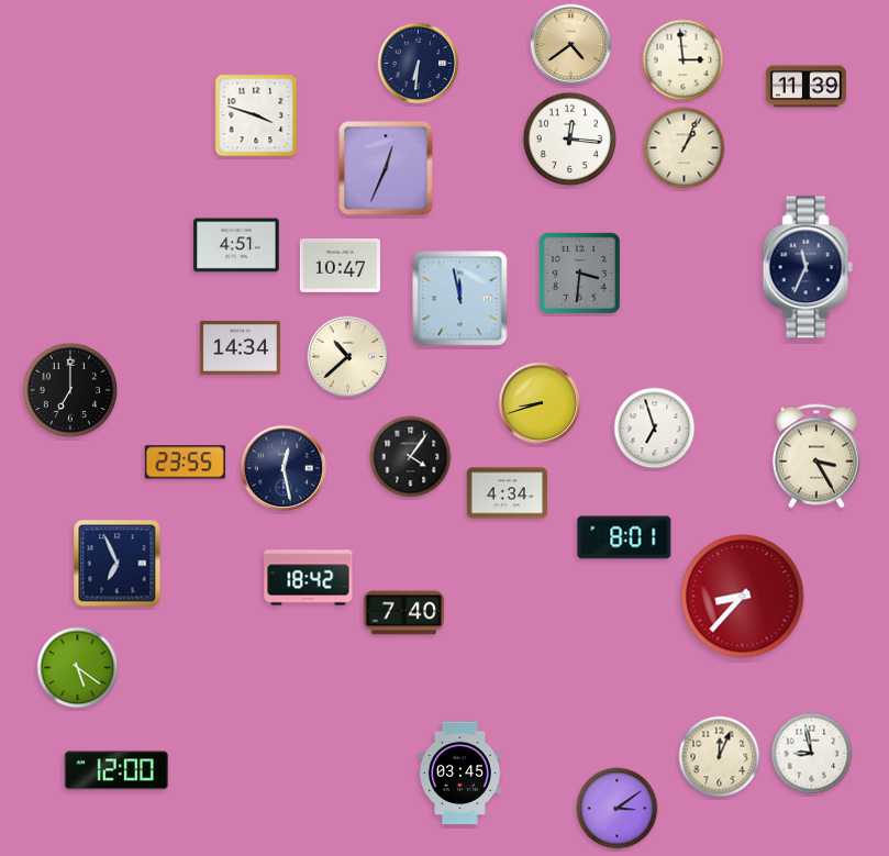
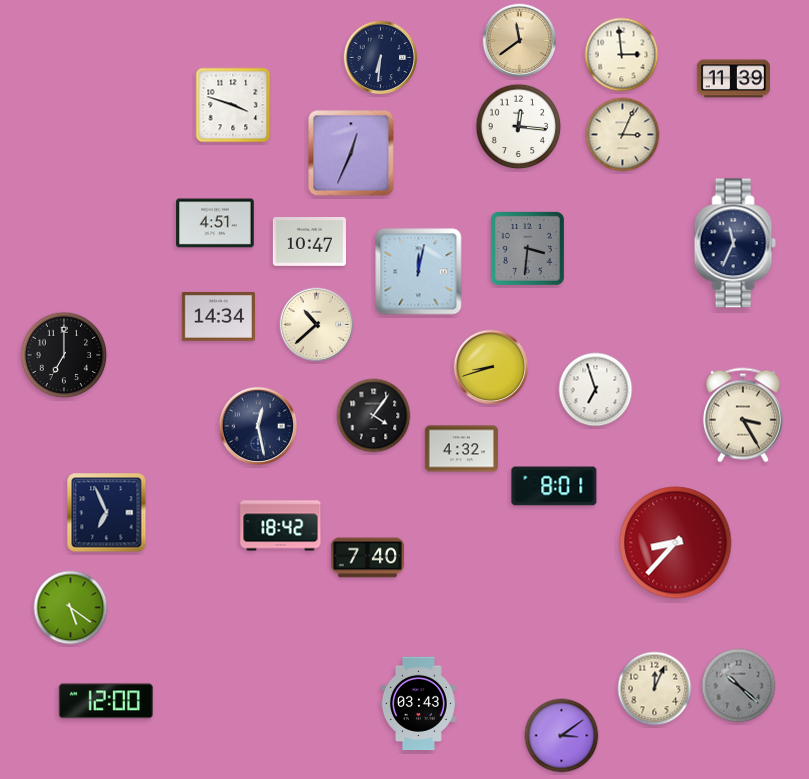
clock at (571, 45): 4:39 -> 11:39
clock at (685, 148): 1:04 -> 3:04
clock at (460, 299): 11:58 -> 12:02
clock at (185, 463): 23:55 -> none
clock at (507, 493): 4:34 -> 4:32
clock at (624, 537) position: (624, 537) -> (554, 486)
clock at (812, 754): 8:58 -> 10:22
clock at (812, 754) dial: white -> grey
clock at (459, 774): 03:45 -> 03:43
